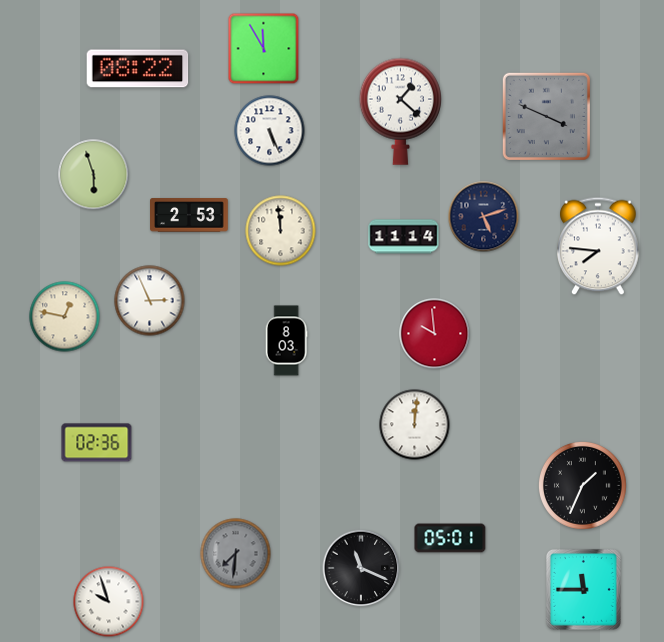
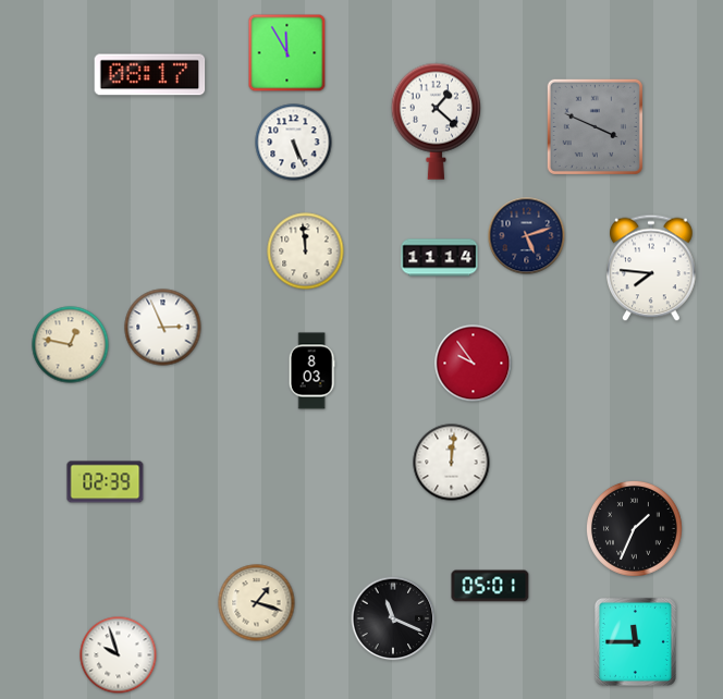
clock at (138, 69): 08:22 -> 08:17
clock at (94, 175): 5:57 -> none
clock at (189, 215): 2:53 -> none
clock at (435, 334): 9:59 -> 9:54
clock at (97, 443): 02:36 -> 02:39
clock at (236, 554): 7:31 -> 1:18
clock at (236, 554) dial: grey -> cream
